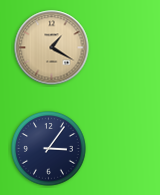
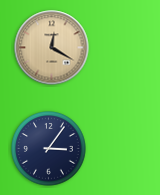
clock at (52, 48): 1:20 -> 12:20
